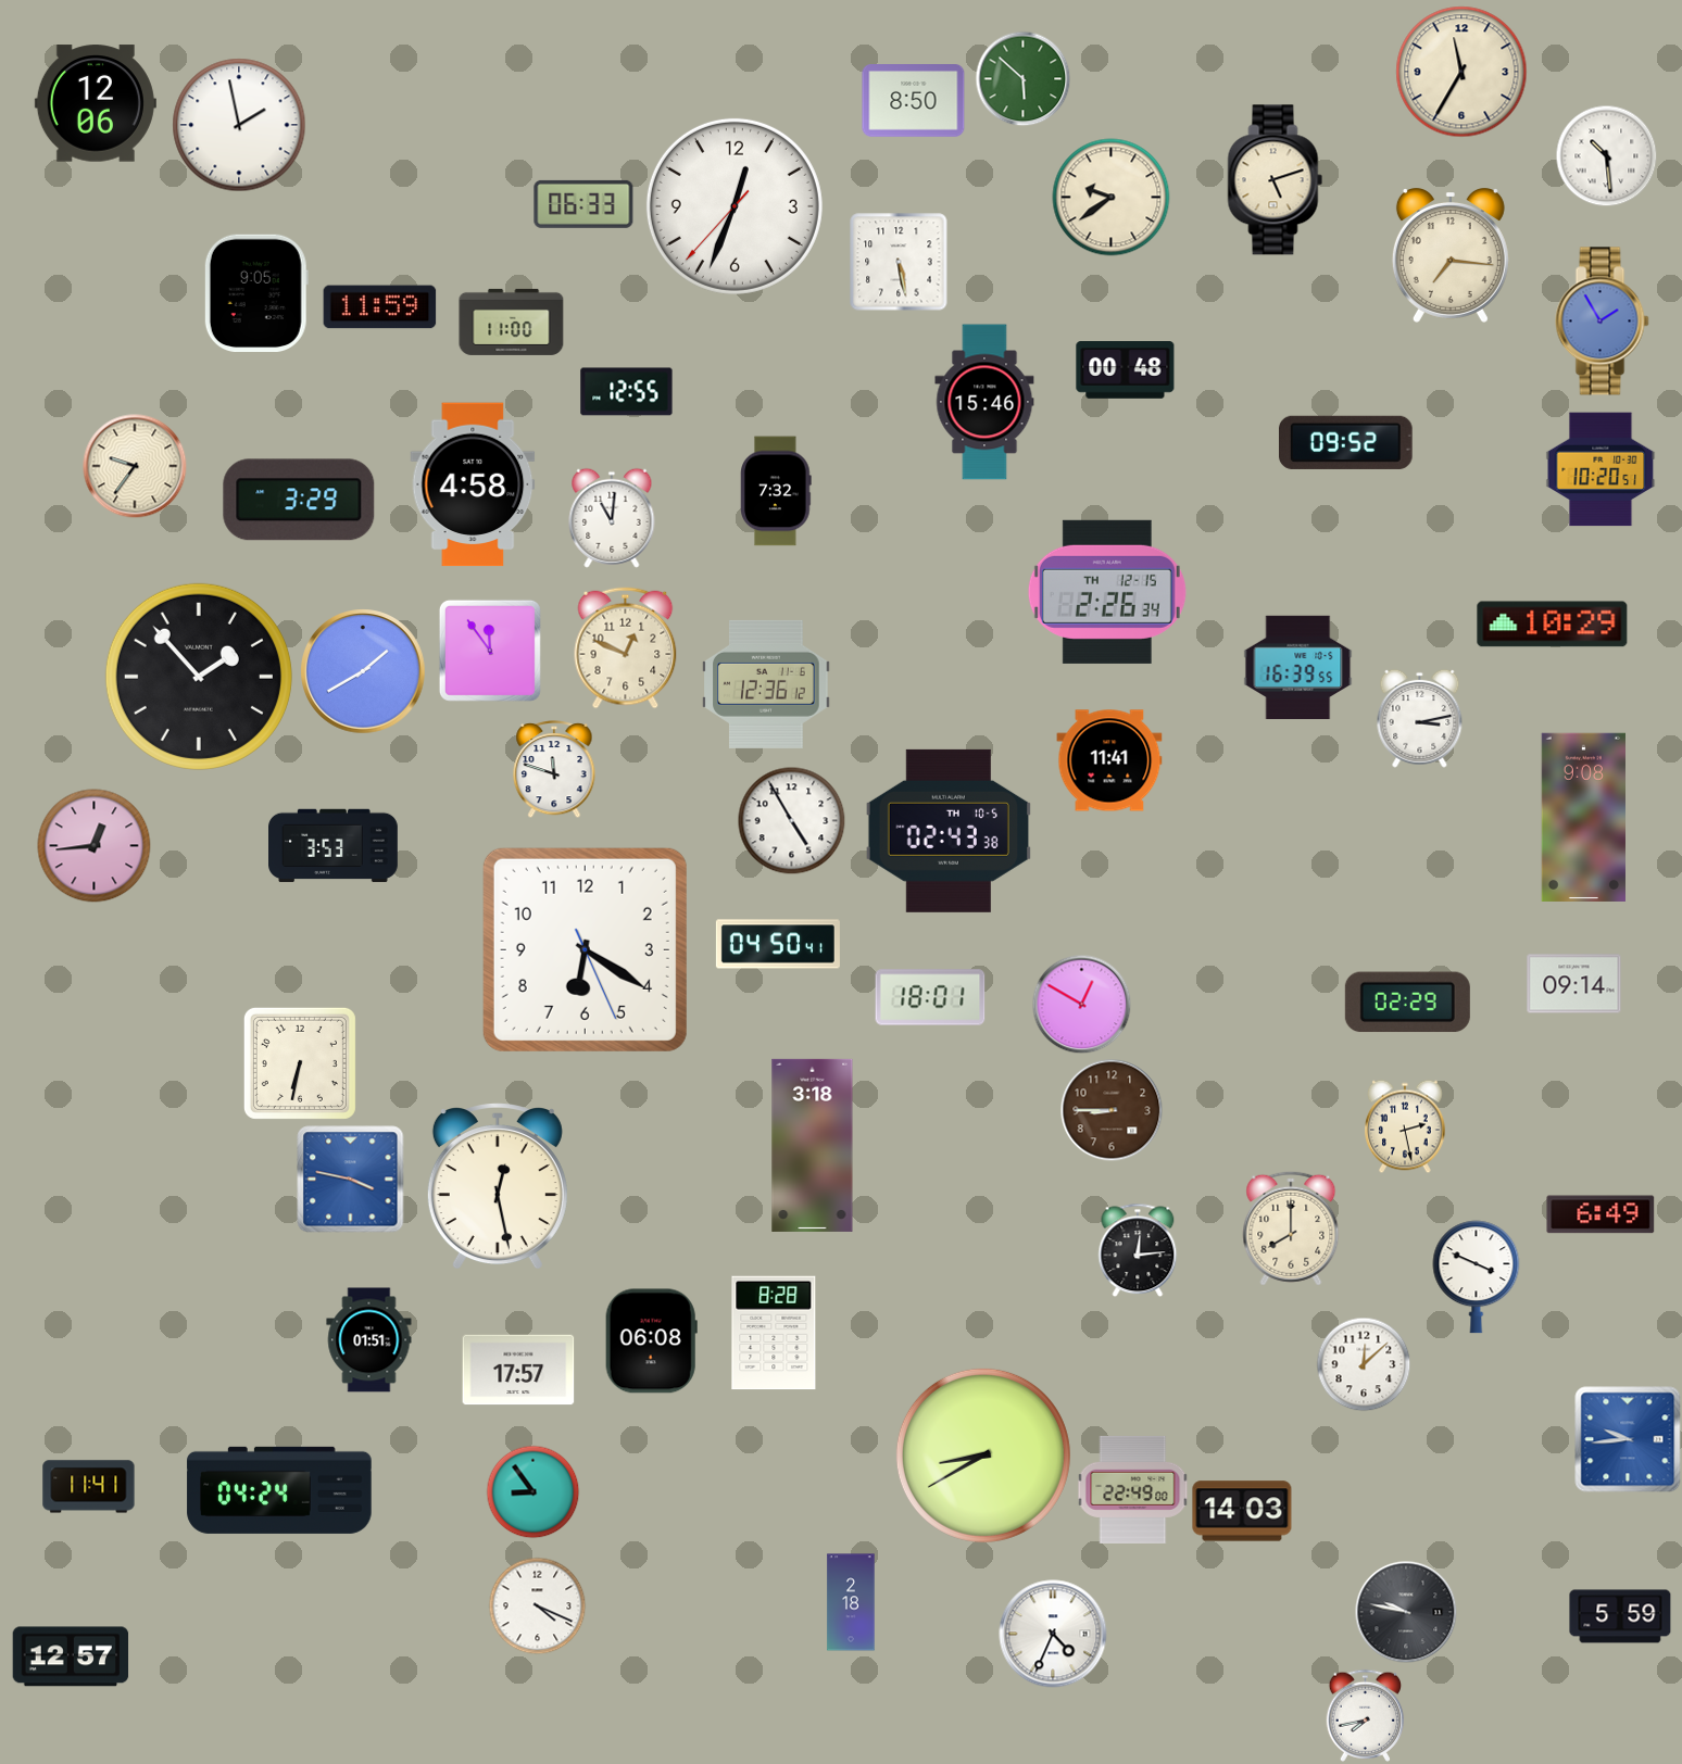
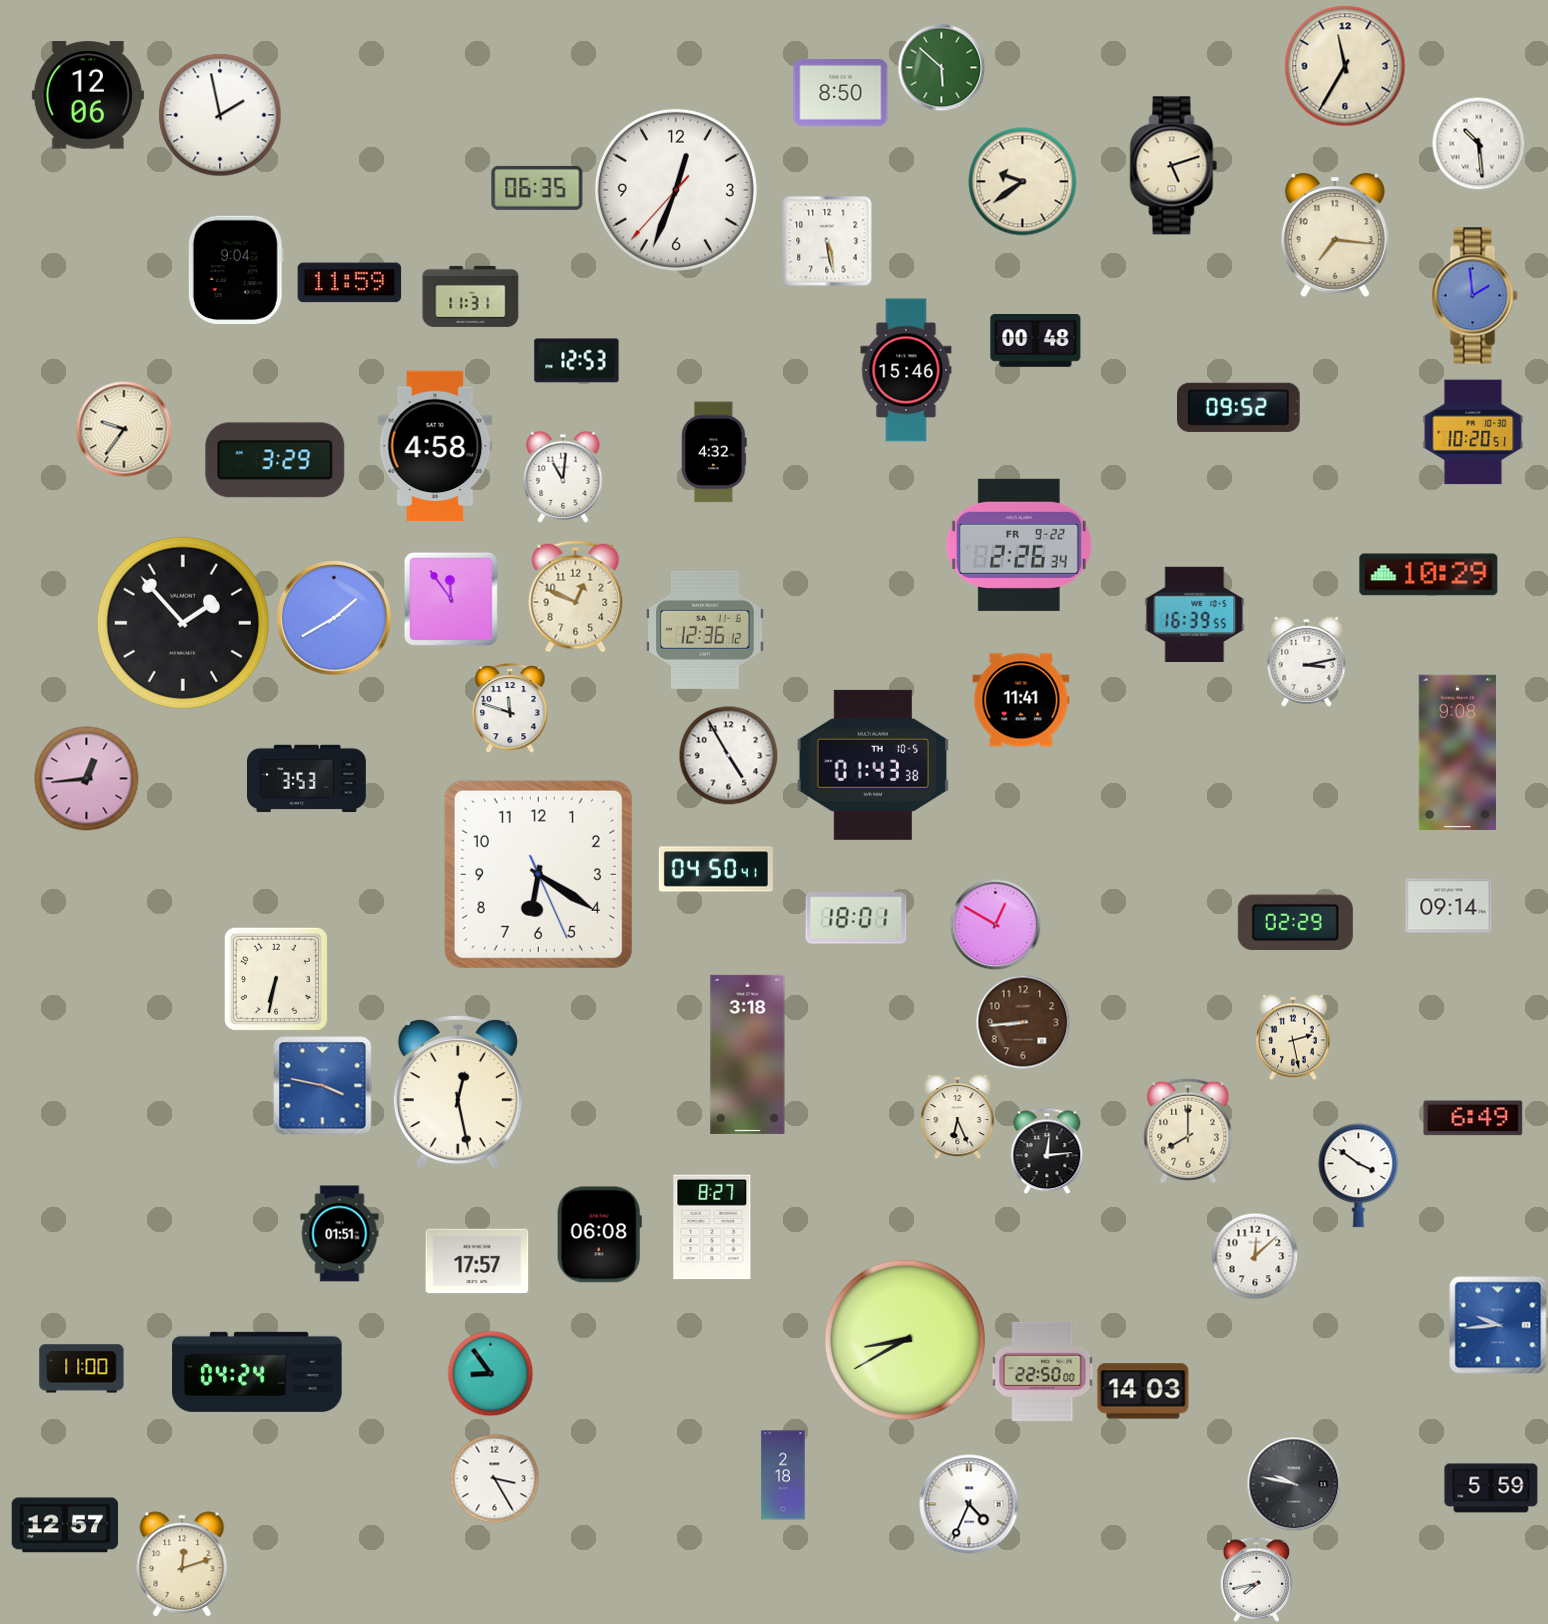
clock at (1022, 78) position: (1022, 78) -> (941, 67)
clock at (583, 204): 06:33 -> 06:35
clock at (256, 292): 9:05 -> 9:04
clock at (512, 322): 11:00 -> 11:31
clock at (1603, 322): 1:55 -> 1:59
clock at (627, 392): 12:55 -> 12:53
clock at (776, 491): 7:32 -> 4:32
clock at (1107, 592) date: TH 12-15 -> FR 9-22
clock at (947, 831): 02:43 -> 01:43
clock at (1112, 1110): 8:45 -> 8:44
clock at (958, 1116): none -> 6:26
clock at (1477, 1277): 3:49 -> 3:51
clock at (774, 1333): 8:28 -> 8:27
clock at (89, 1487): 11:41 -> 11:00
clock at (1133, 1489): 22:49 -> 22:50
clock at (537, 1605): 4:19 -> 3:25
clock at (182, 1564): none -> 12:12
